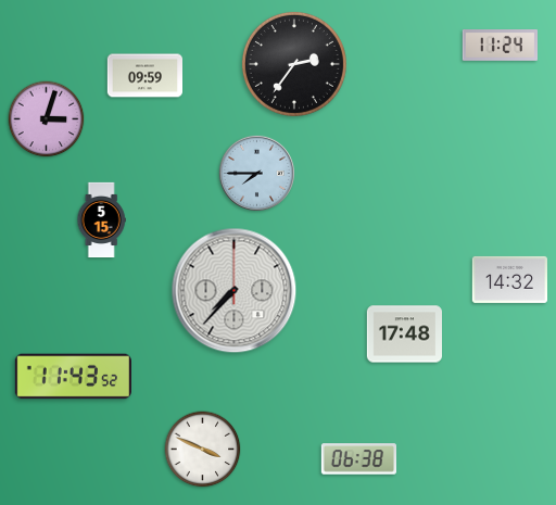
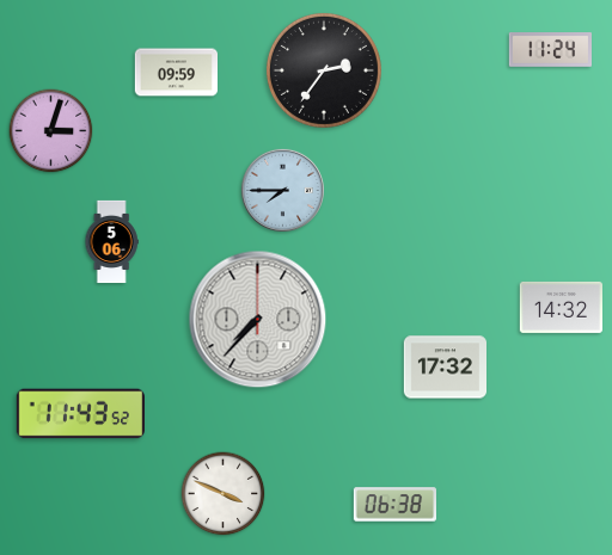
clock at (144, 76) position: (144, 76) -> (176, 73)
clock at (101, 220): 5:15 -> 5:06
clock at (404, 334): 17:48 -> 17:32
